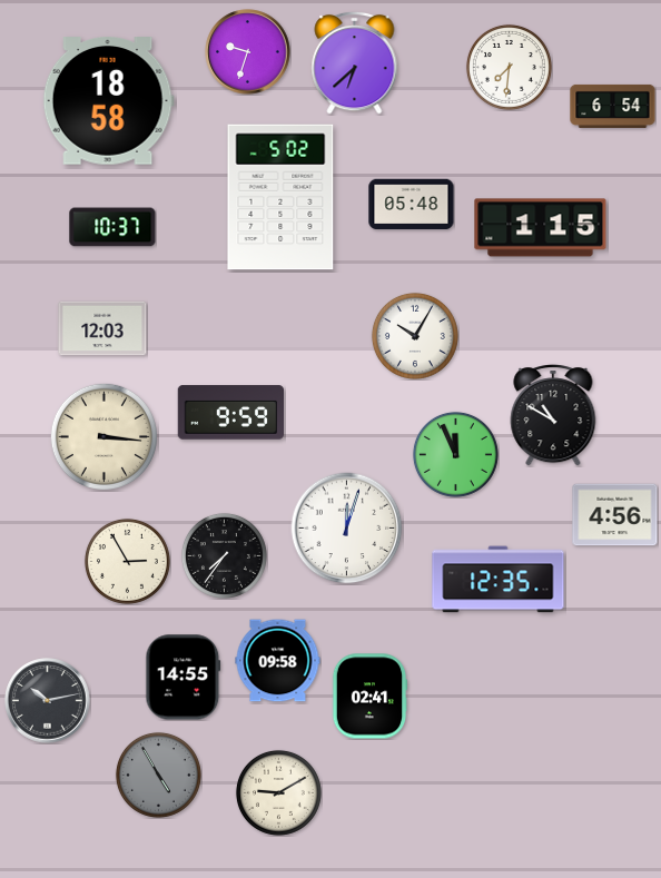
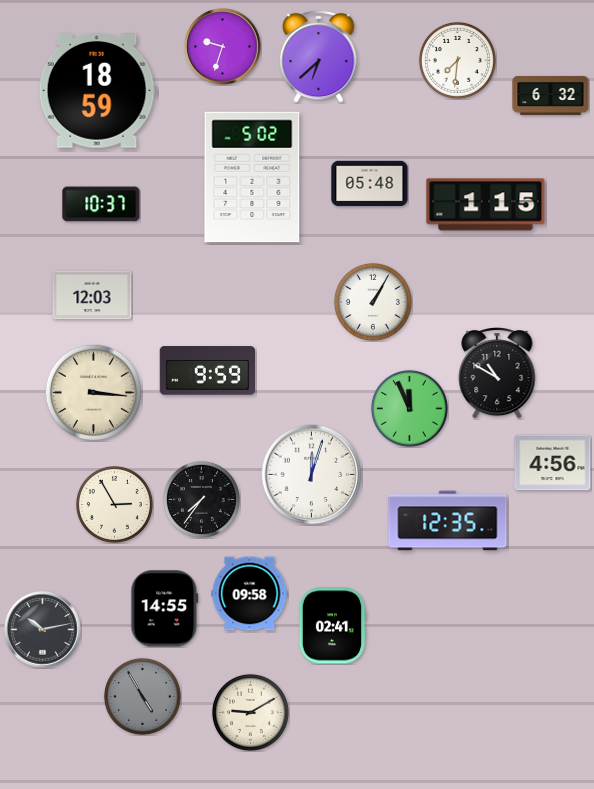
clock at (108, 101): 18:58 -> 18:59
clock at (613, 106): 6:54 -> 6:32
clock at (415, 336): 10:05 -> 1:05
